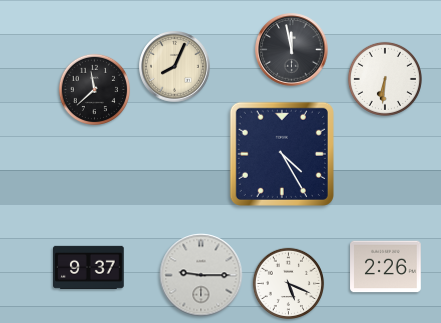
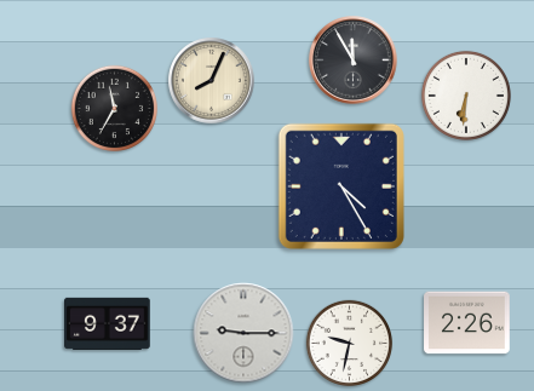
clock at (292, 50): 11:58 -> 11:55
clock at (95, 90): 11:38 -> 11:35
clock at (289, 284): 5:19 -> 9:32
